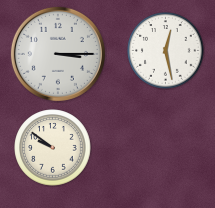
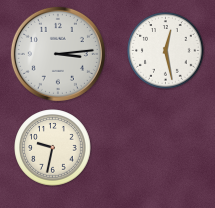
clock at (58, 54): 3:15 -> 3:14
clock at (53, 148): 9:51 -> 9:32
